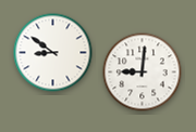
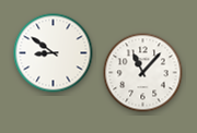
clock at (143, 72): 9:01 -> 11:07
